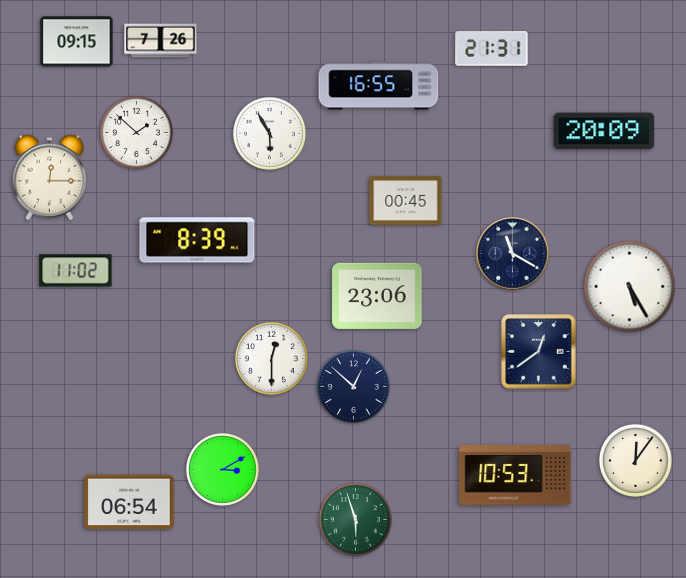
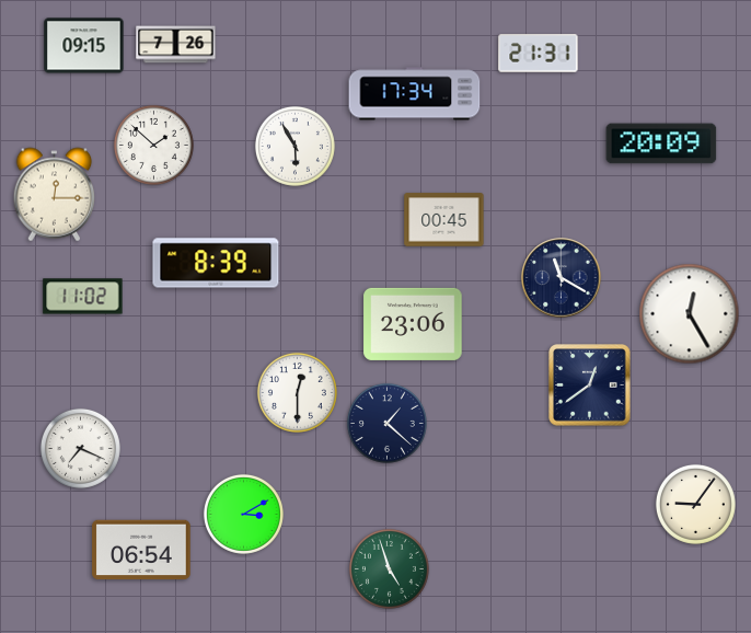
clock at (379, 86): 16:55 -> 17:34
clock at (136, 132) position: (136, 132) -> (153, 145)
clock at (630, 287): 5:25 -> 12:25
clock at (353, 386): 12:52 -> 1:22
clock at (80, 448): none -> 7:19
clock at (635, 460): 12:06 -> 9:06
clock at (515, 475): 10:53 -> none
clock at (355, 519): 5:57 -> 4:57
